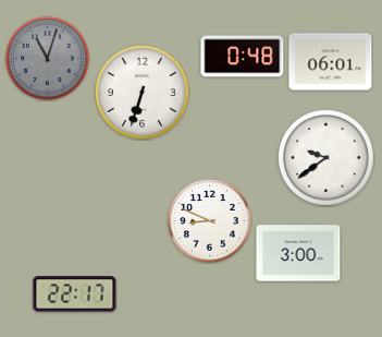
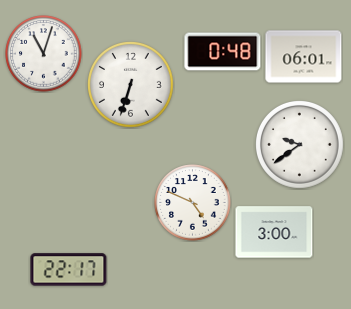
clock at (48, 59) dial: grey -> white
clock at (210, 221): 8:49 -> 4:49
